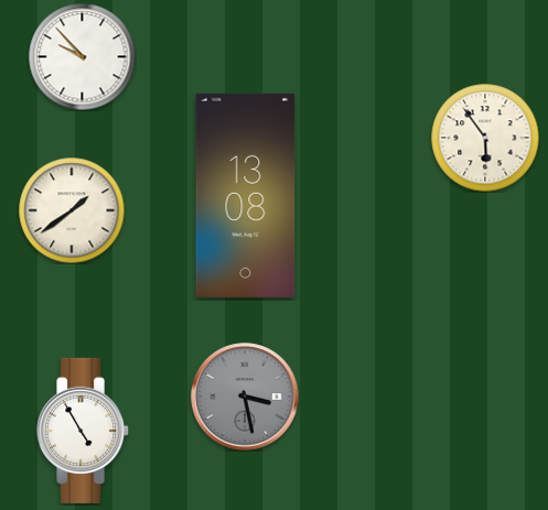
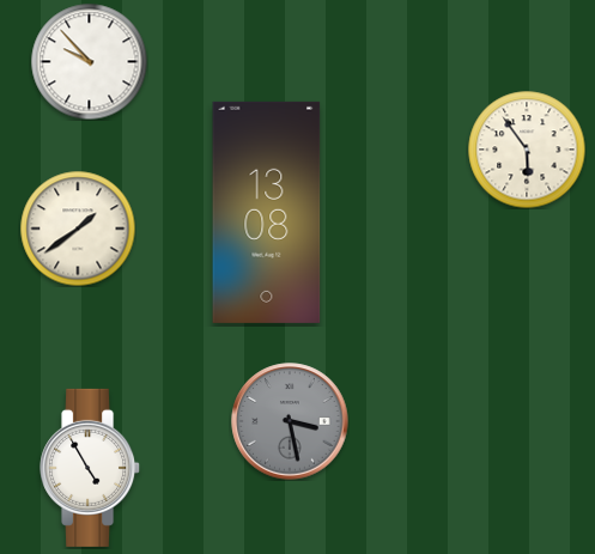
clock at (245, 397) position: (245, 397) -> (290, 421)
